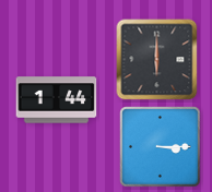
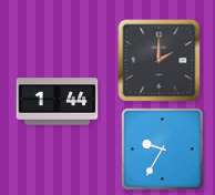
clock at (157, 60): 6:00 -> 2:00
clock at (161, 147): 3:15 -> 9:35
